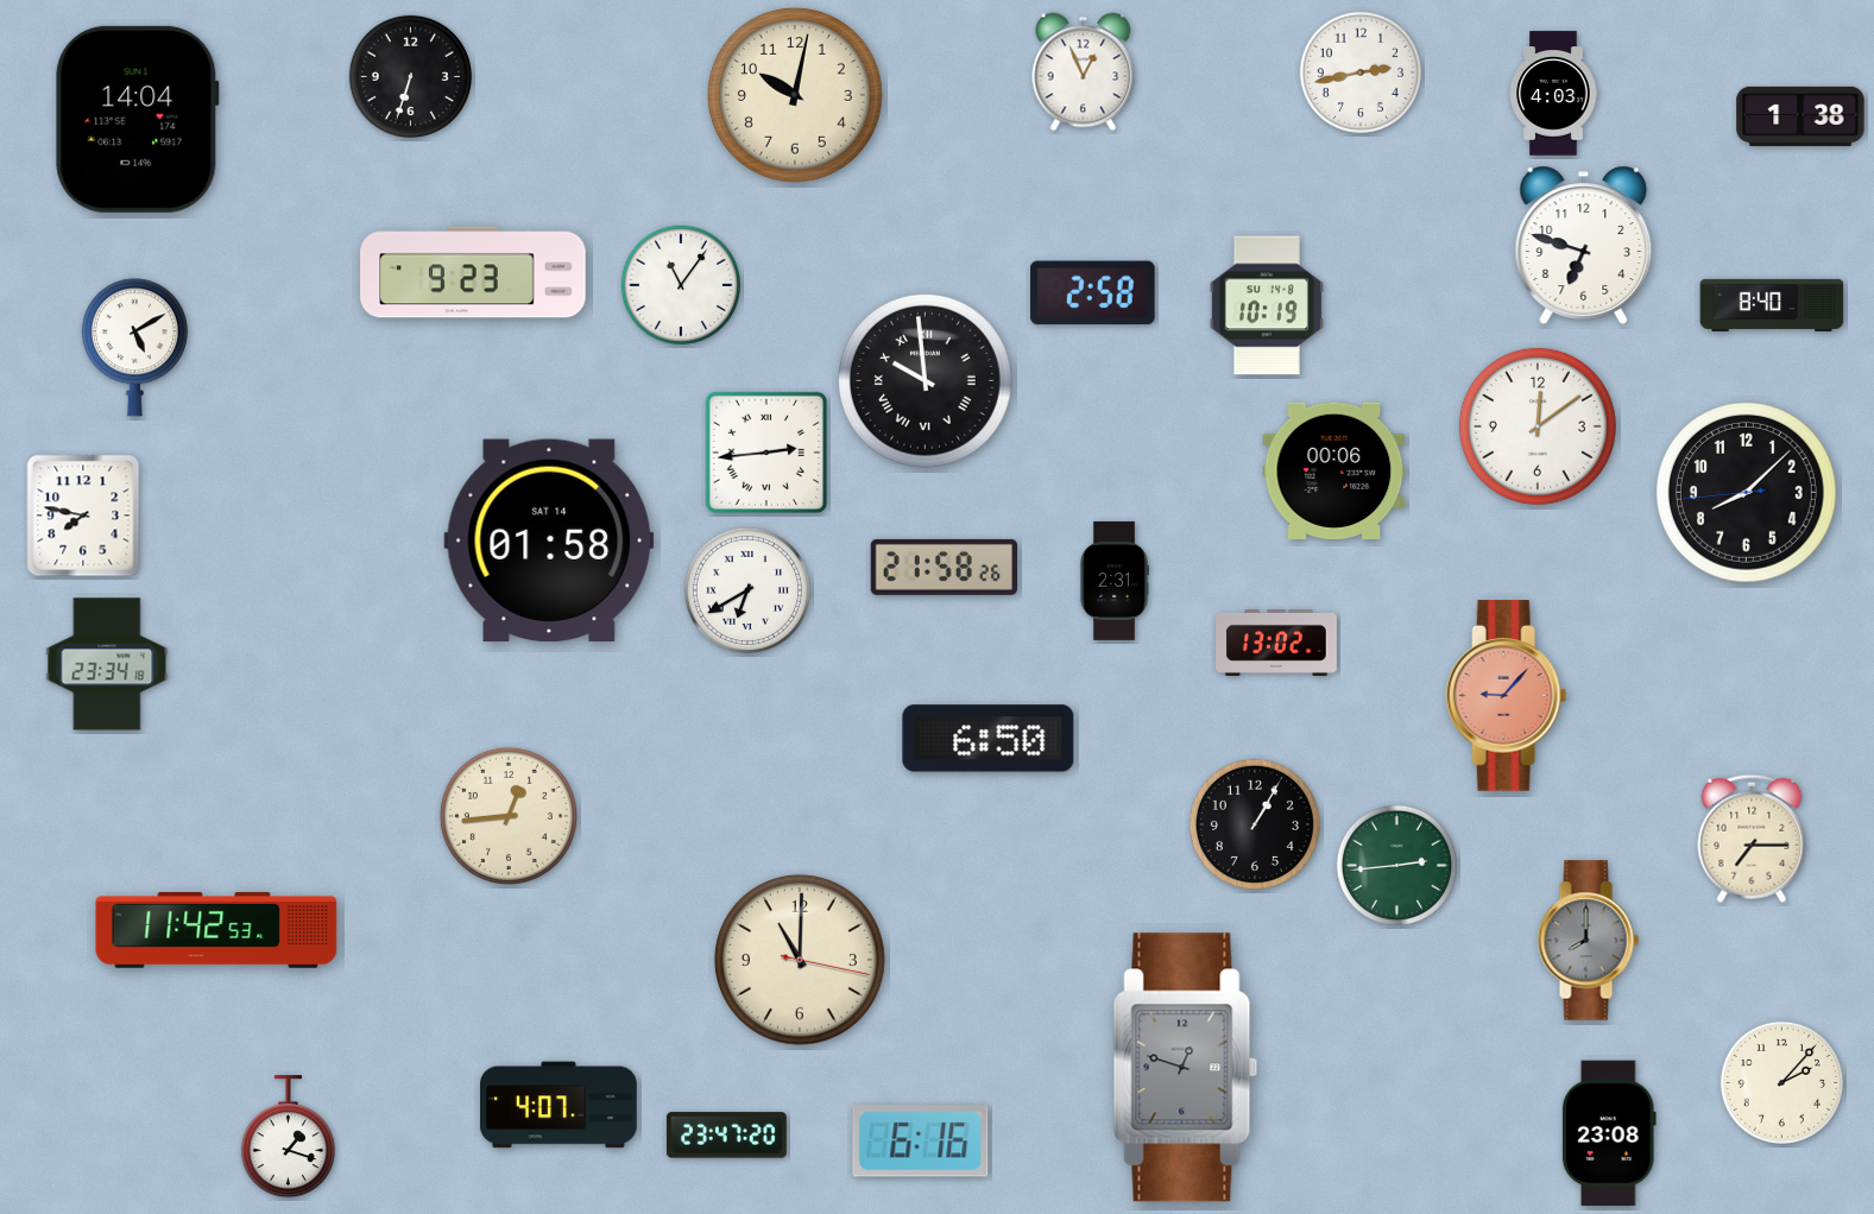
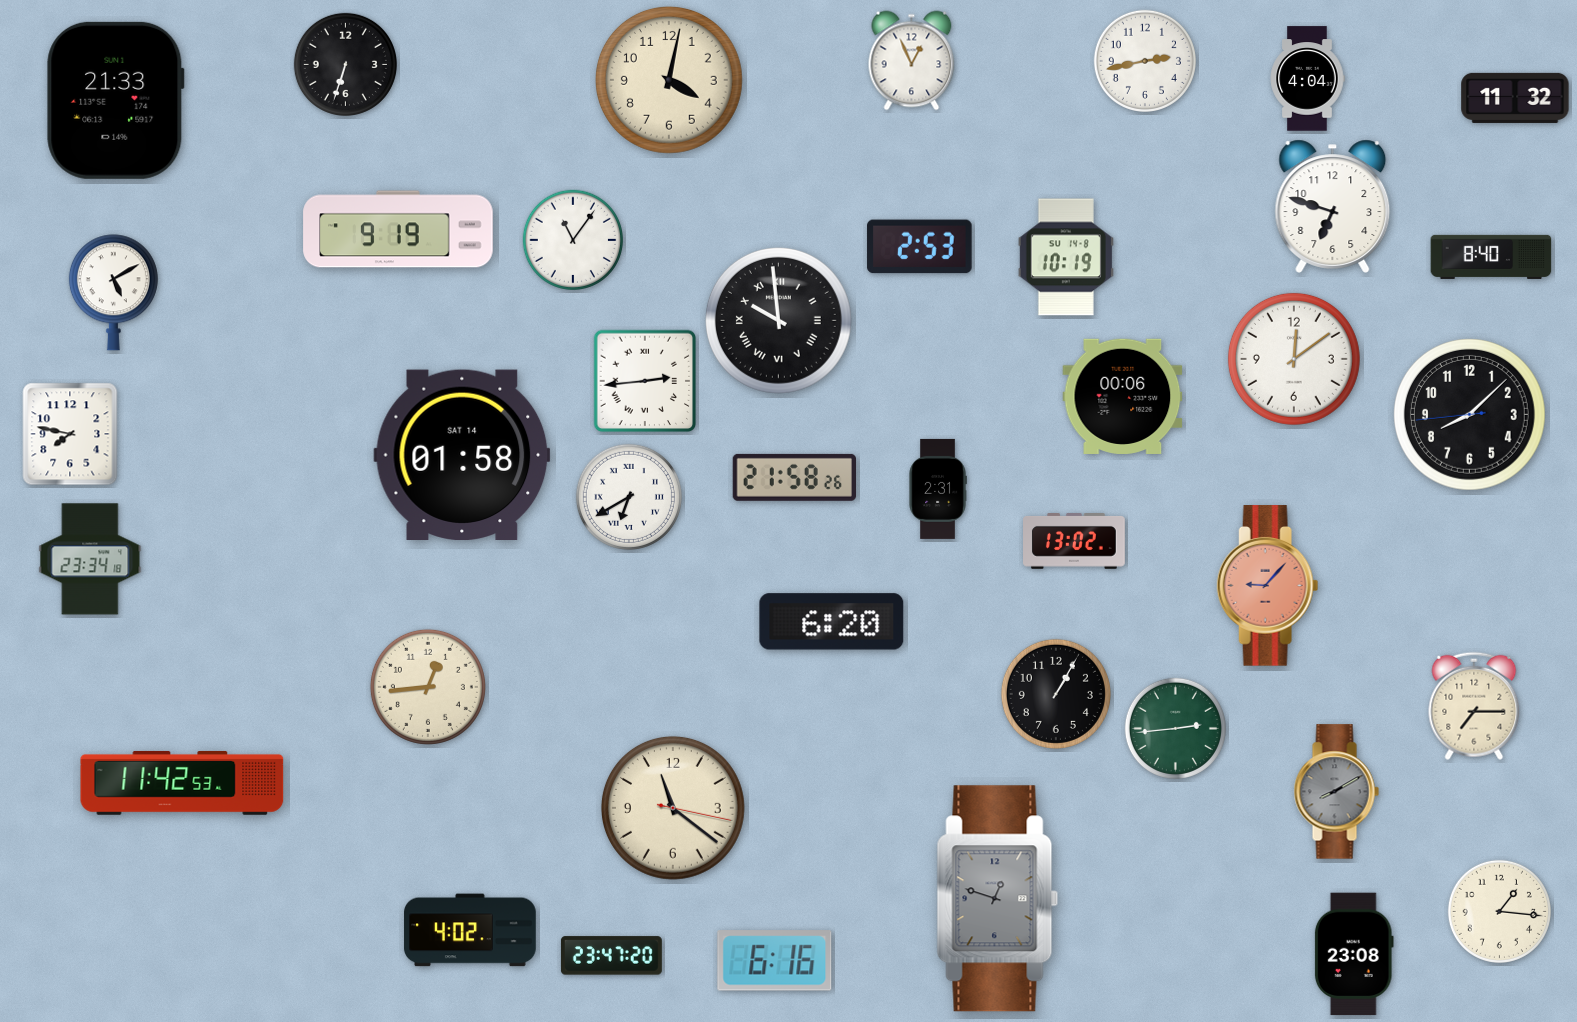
clock at (1553, 94): 4:03 -> 4:04
clock at (795, 95): 10:02 -> 4:02
clock at (1800, 116): 1:38 -> 11:32
clock at (138, 119): 14:04 -> 21:33
clock at (473, 272): 9:23 -> 9:19
clock at (1093, 293): 2:58 -> 2:53
clock at (989, 739): 6:50 -> 6:20
clock at (1588, 941): 8:00 -> 8:10
clock at (800, 960): 11:00 -> 11:21
clock at (1781, 1082): 2:07 -> 1:16
clock at (559, 1105): 4:07 -> 4:02
clock at (288, 1137): 1:18 -> none
